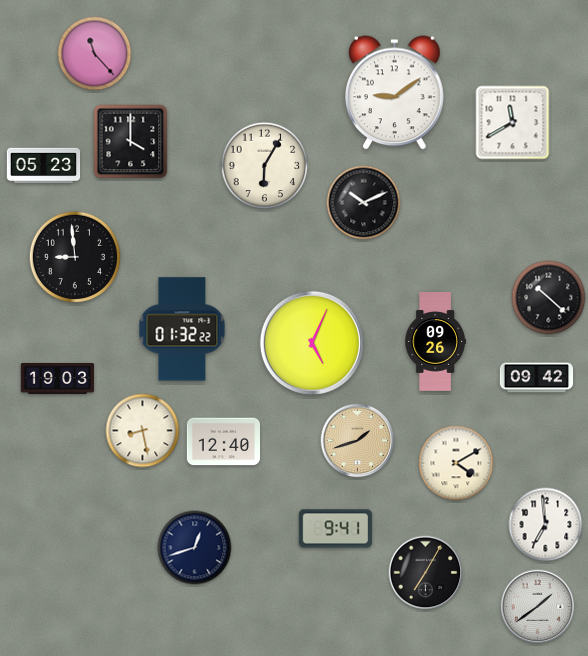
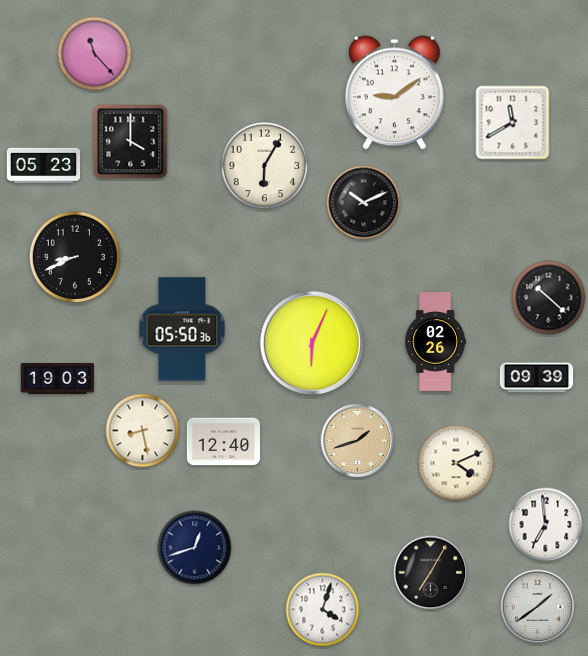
clock at (74, 256): 8:59 -> 8:41
clock at (182, 329): 01:32 -> 05:50
clock at (435, 342): 09:26 -> 02:26
clock at (312, 343): 5:04 -> 6:04
clock at (537, 378): 09:42 -> 09:39
clock at (456, 463): 4:10 -> 4:11
clock at (335, 529): 9:41 -> none
clock at (426, 573) position: (426, 573) -> (431, 573)
clock at (323, 610): none -> 4:03
